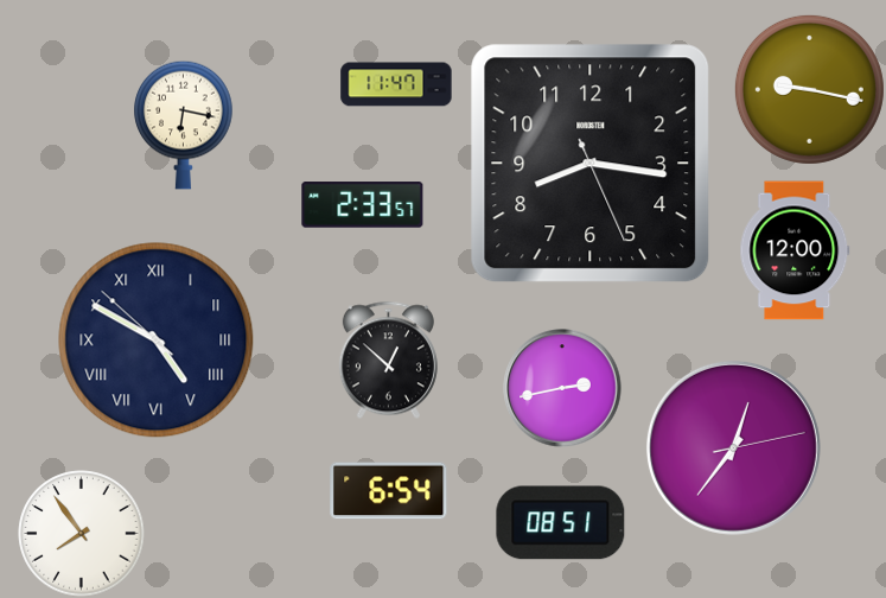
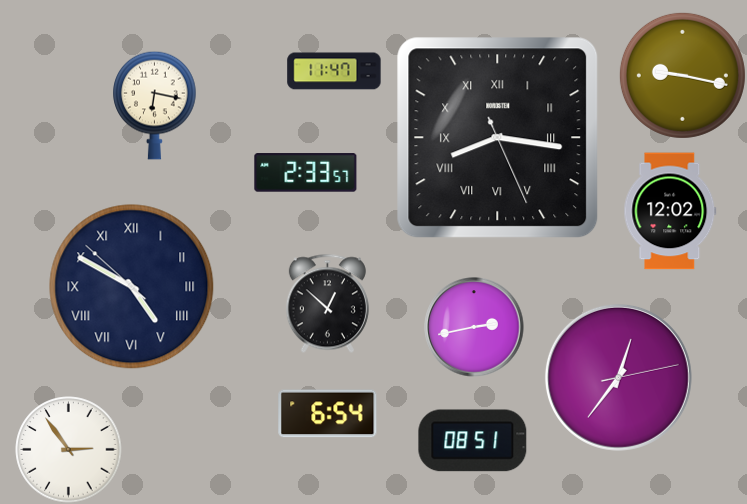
clock at (591, 164) numerals: Arabic -> Roman
clock at (795, 250): 12:00 -> 12:02
clock at (82, 534): 7:54 -> 2:54
